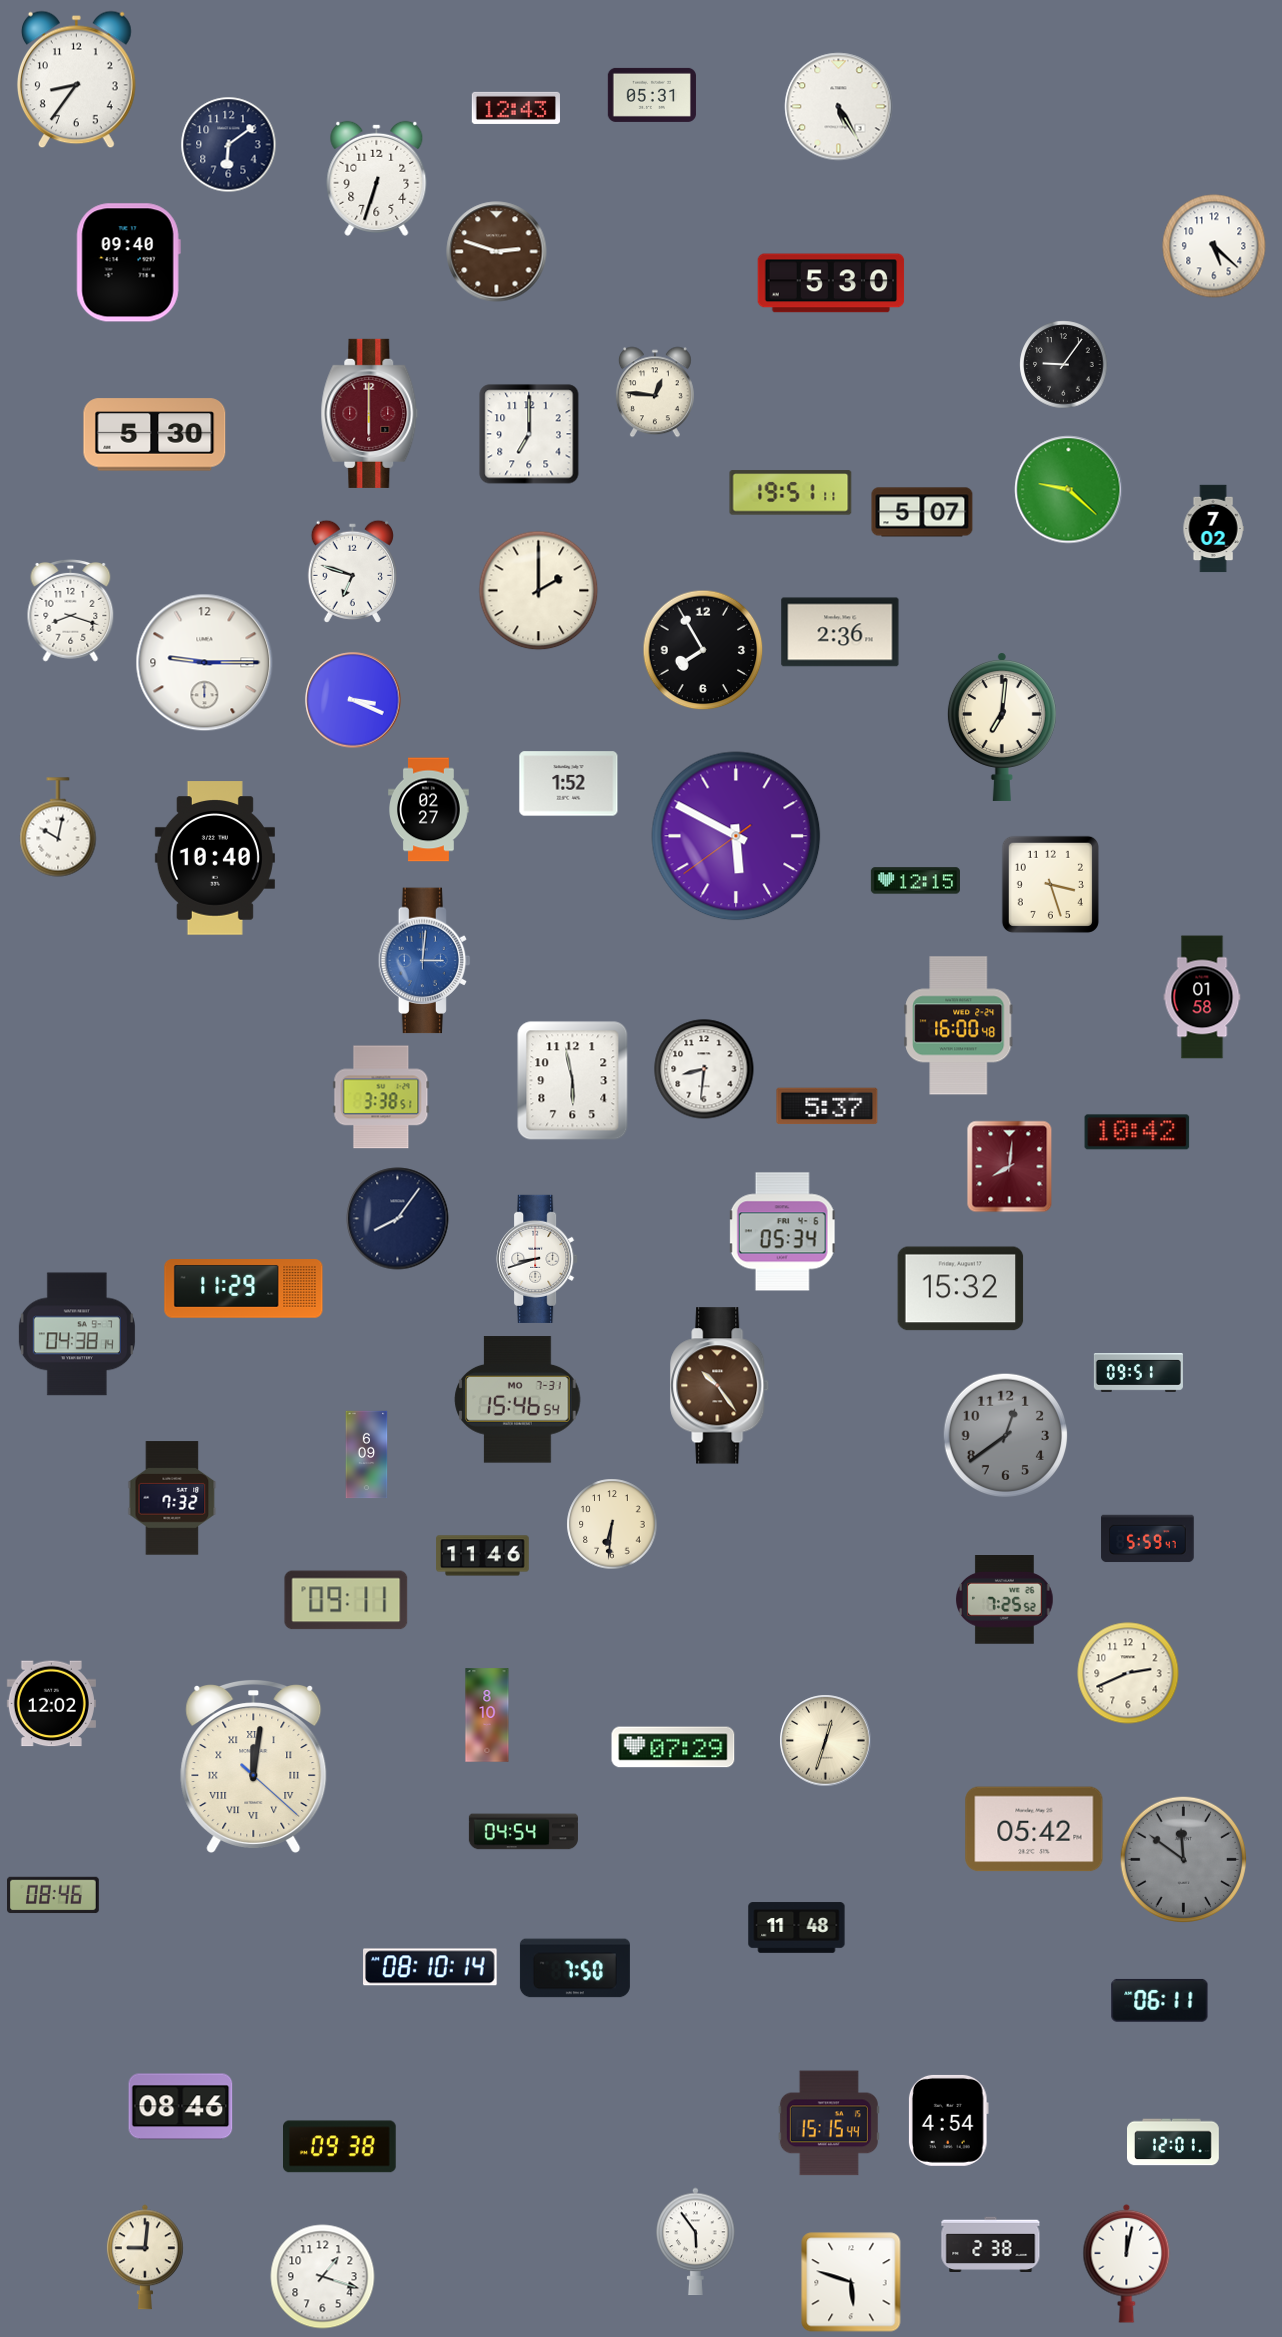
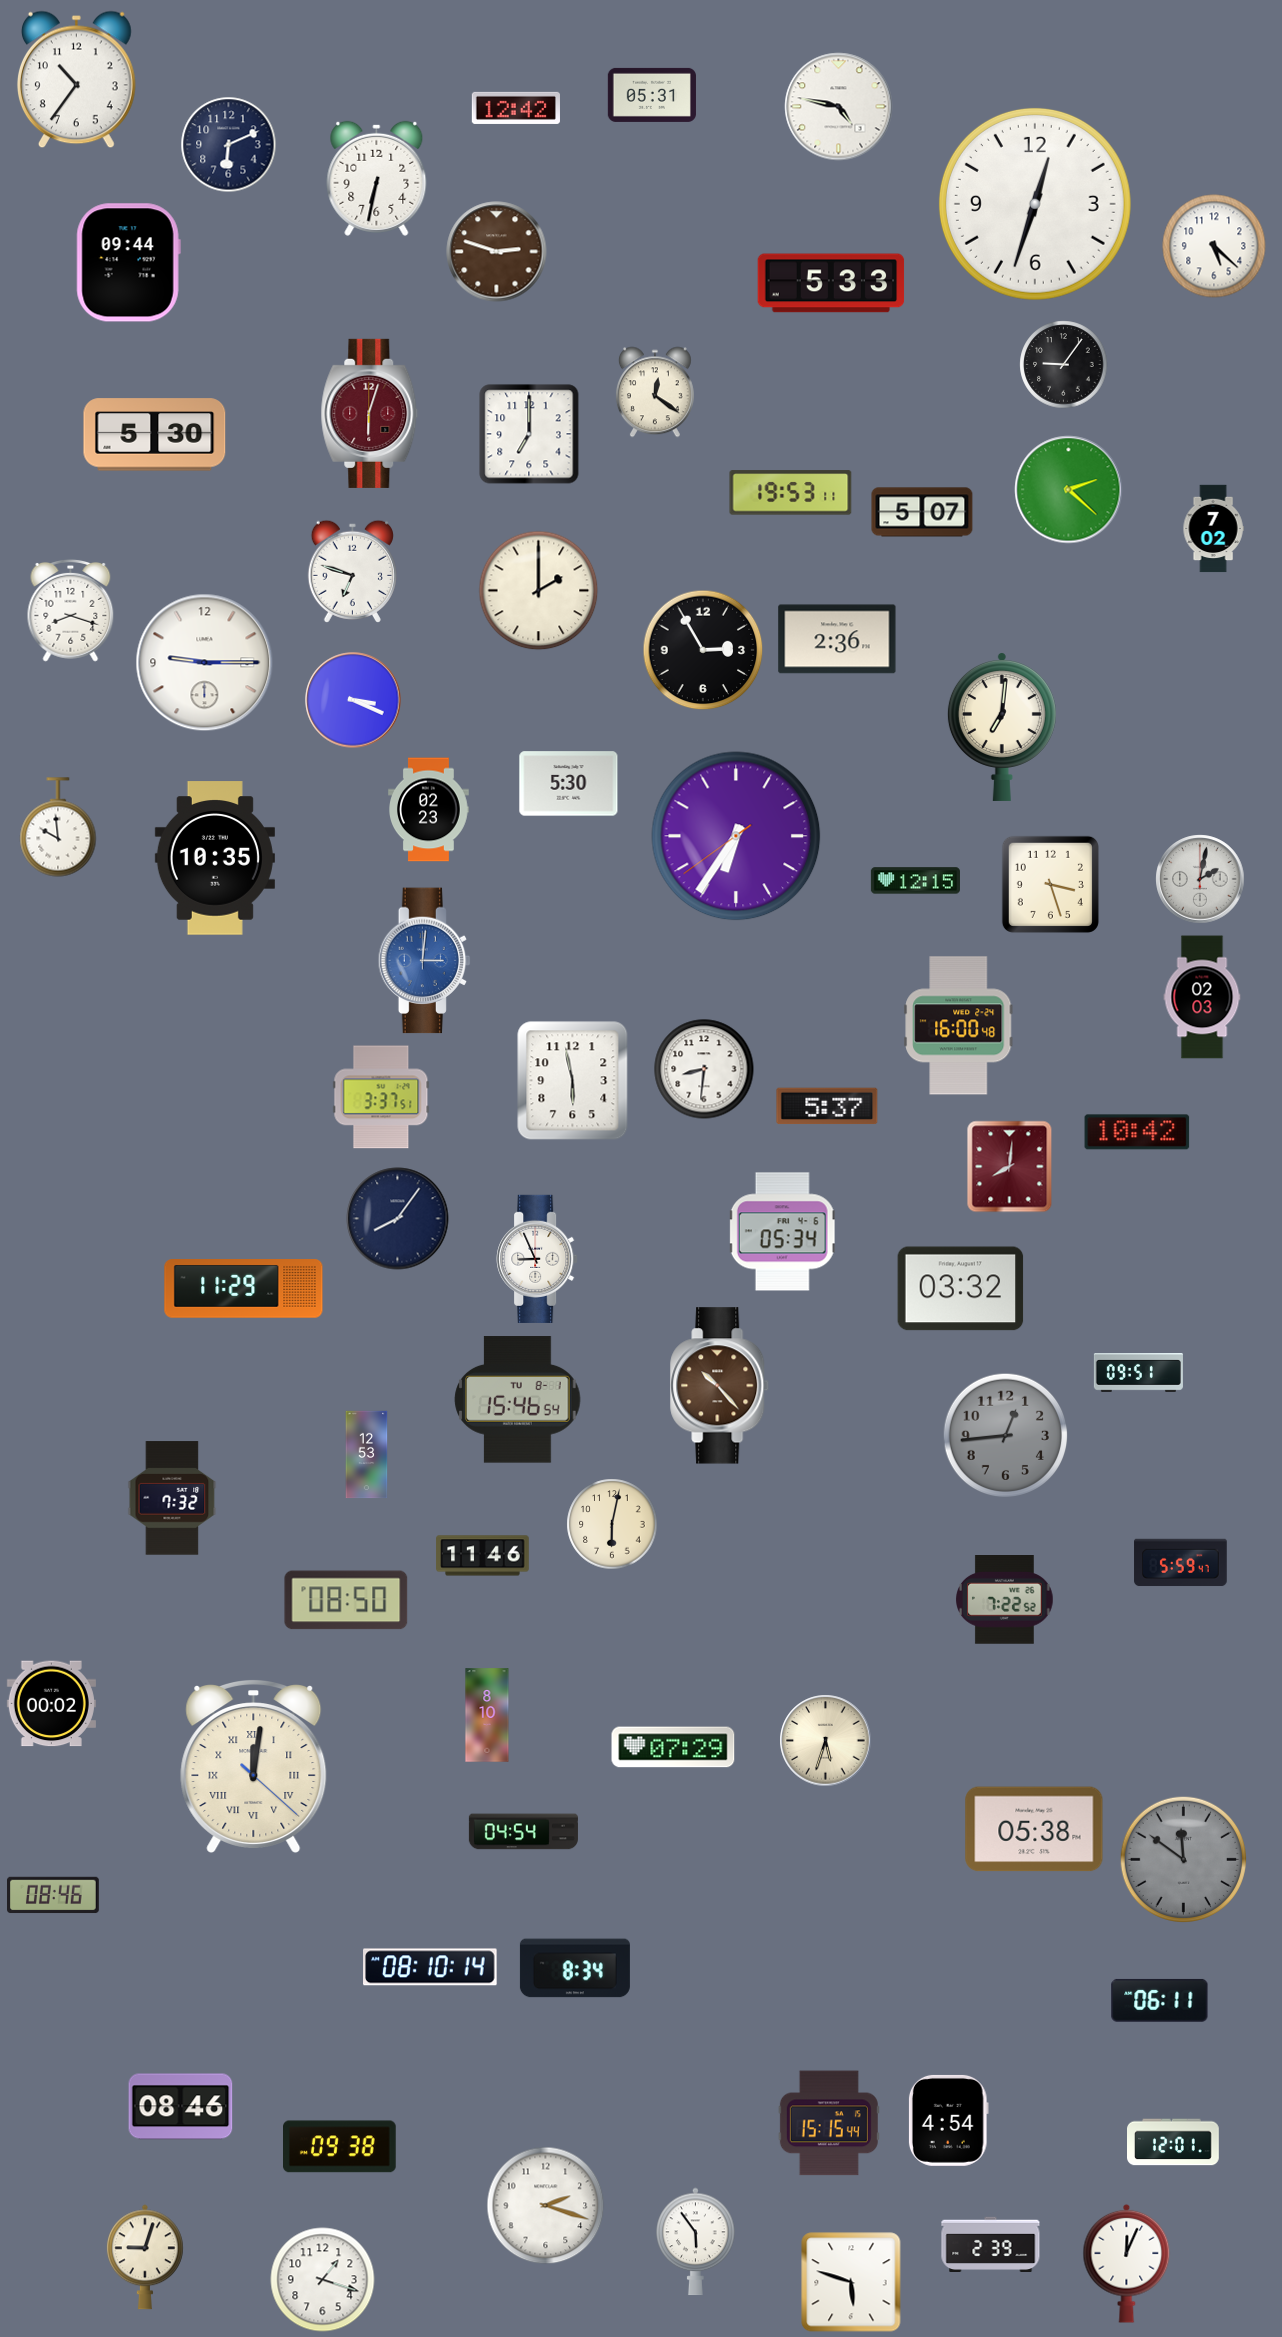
clock at (76, 80): 8:36 -> 10:36
clock at (839, 107): 5:25 -> 4:47
clock at (516, 108): 12:43 -> 12:42
clock at (229, 145): 6:09 -> 6:11
clock at (377, 178): 6:33 -> 6:32
clock at (1035, 204): none -> 12:33
clock at (128, 263): 09:40 -> 09:44
clock at (831, 283): 5:30 -> 5:33
clock at (655, 392): 12:46 -> 12:21
clock at (370, 413): 6:00 -> 6:03
clock at (1069, 490): 9:22 -> 2:22
clock at (791, 493): 19:51 -> 19:53
clock at (840, 632) position: (840, 632) -> (837, 639)
clock at (703, 650): 7:55 -> 2:55
clock at (569, 784): 1:52 -> 5:30
clock at (429, 810): 02:27 -> 02:23
clock at (58, 827): 10:02 -> 9:59
clock at (736, 836): 5:49 -> 6:35
clock at (215, 858): 10:40 -> 10:35
clock at (1200, 879): none -> 2:02
clock at (1202, 997): 01:58 -> 02:03
clock at (381, 1097): 3:38 -> 3:37
clock at (537, 1259): 8:42 -> 8:56
clock at (961, 1289): 15:32 -> 03:32
clock at (77, 1334): 04:38 -> none
clock at (720, 1386): 10:24 -> 10:23
clock at (518, 1400) date: MO 7-31 -> TU 8-1
clock at (1006, 1436): 12:39 -> 12:44
clock at (367, 1455): 6:09 -> 12:53
clock at (612, 1524): 6:31 -> 6:02
clock at (1148, 1539) position: (1148, 1539) -> (1181, 1563)
clock at (346, 1600): 09:11 -> 08:50
clock at (1005, 1600): 7:25 -> 7:22
clock at (1128, 1673): 2:41 -> none
clock at (51, 1704): 12:02 -> 00:02
clock at (826, 1741): 12:33 -> 5:33
clock at (1034, 1829): 05:42 -> 05:38
clock at (797, 1928): 11:48 -> none
clock at (575, 1968): 7:50 -> 8:34
clock at (546, 2206): none -> 2:18
clock at (991, 2244): 2:38 -> 2:39
clock at (145, 2257): 9:01 -> 9:03
clock at (1127, 2263): 12:02 -> 12:04
clock at (323, 2277) position: (323, 2277) -> (323, 2280)
